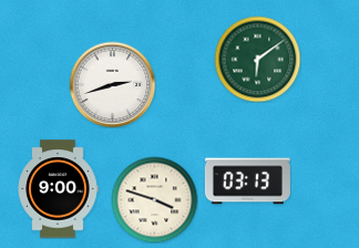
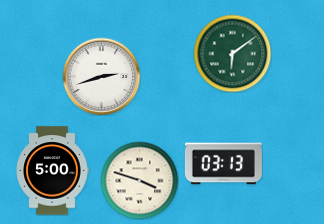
clock at (58, 189): 9:00 -> 5:00
